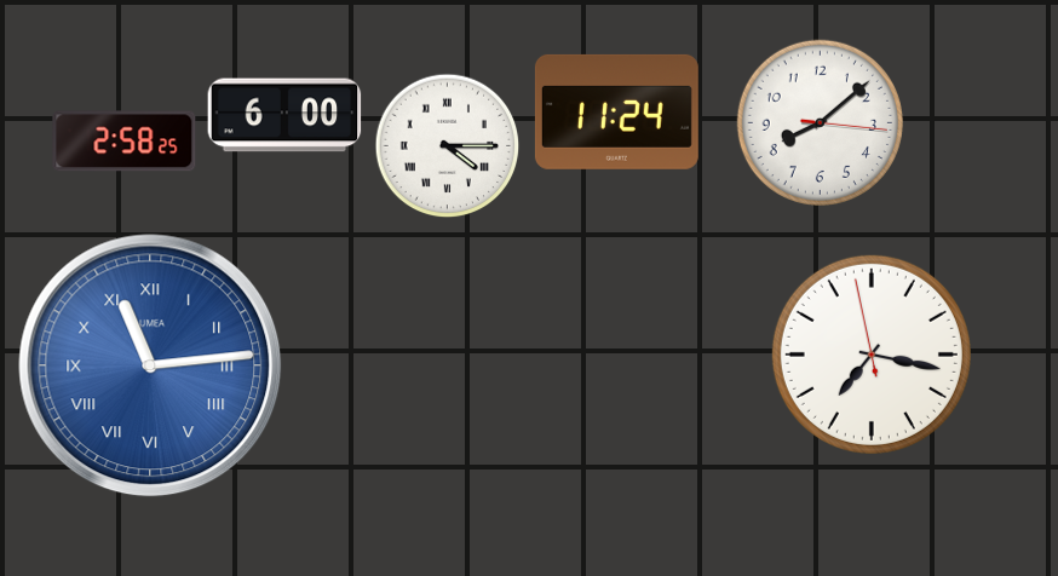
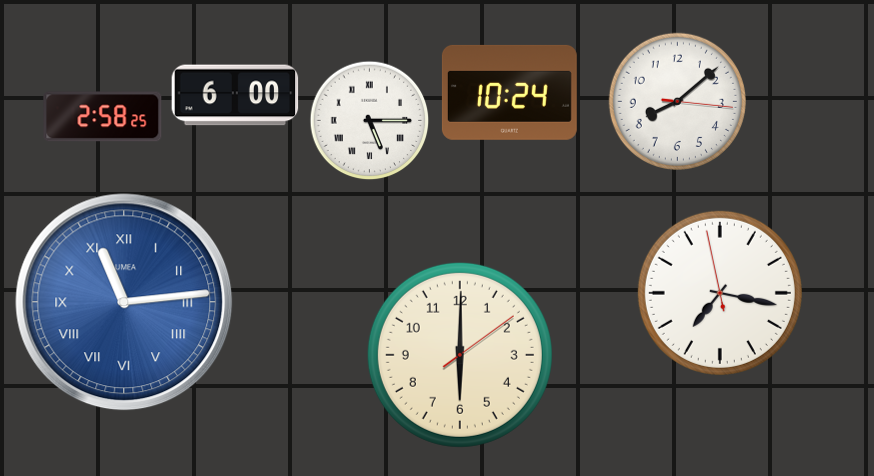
clock at (616, 111): 11:24 -> 10:24
clock at (448, 146): 4:15 -> 5:15
clock at (460, 355): none -> 6:00
